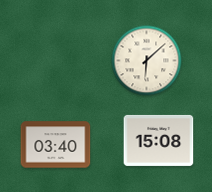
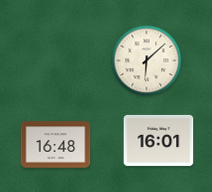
clock at (159, 140): 15:08 -> 16:01
clock at (56, 145): 03:40 -> 16:48
